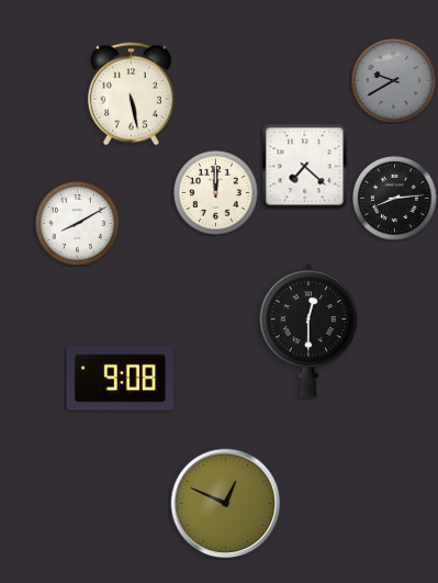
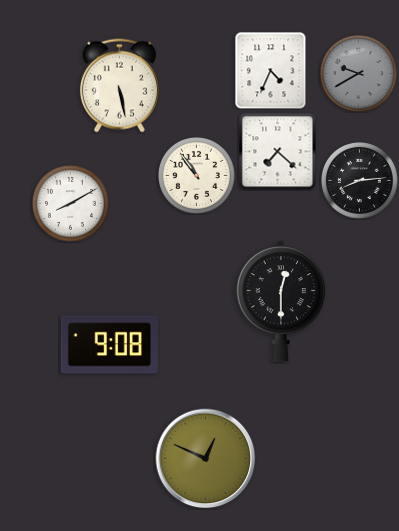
clock at (271, 70): none -> 4:34
clock at (215, 192): 12:00 -> 10:54
